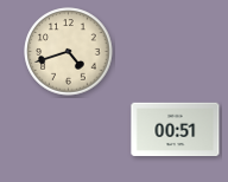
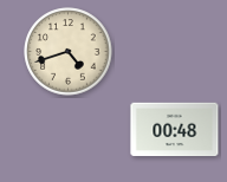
clock at (176, 130): 00:51 -> 00:48
